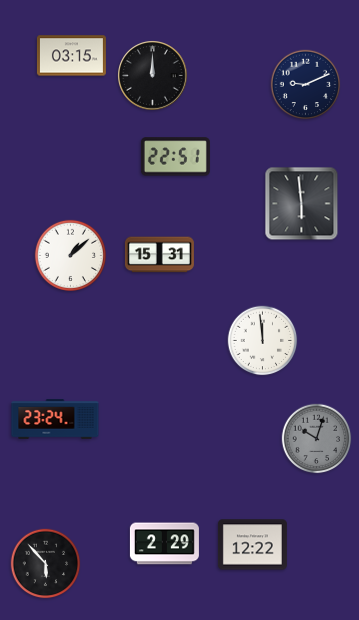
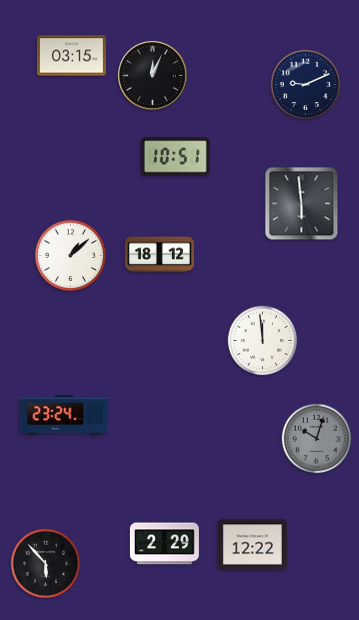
clock at (153, 76): 12:00 -> 12:04
clock at (175, 157): 22:51 -> 10:51
clock at (159, 255): 15:31 -> 18:12
clock at (55, 419) position: (55, 419) -> (64, 415)
